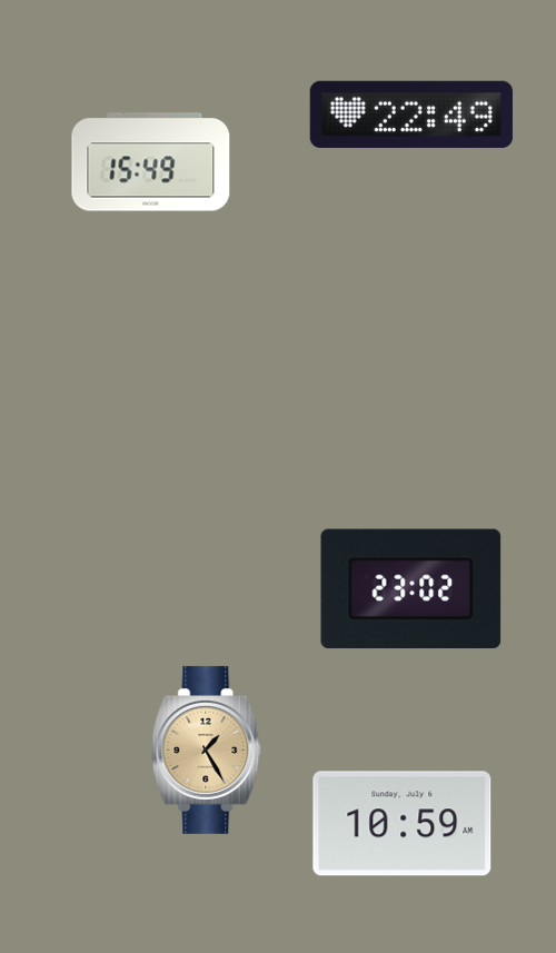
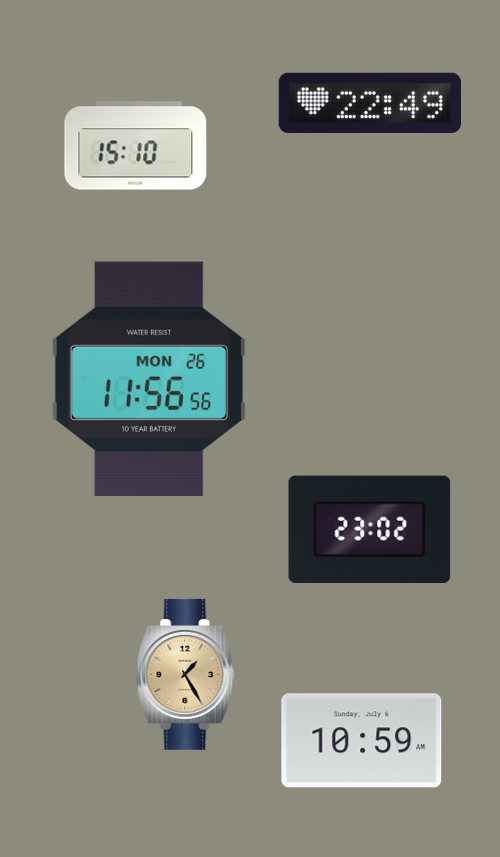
clock at (151, 162): 15:49 -> 15:10
clock at (149, 379): none -> 11:56
